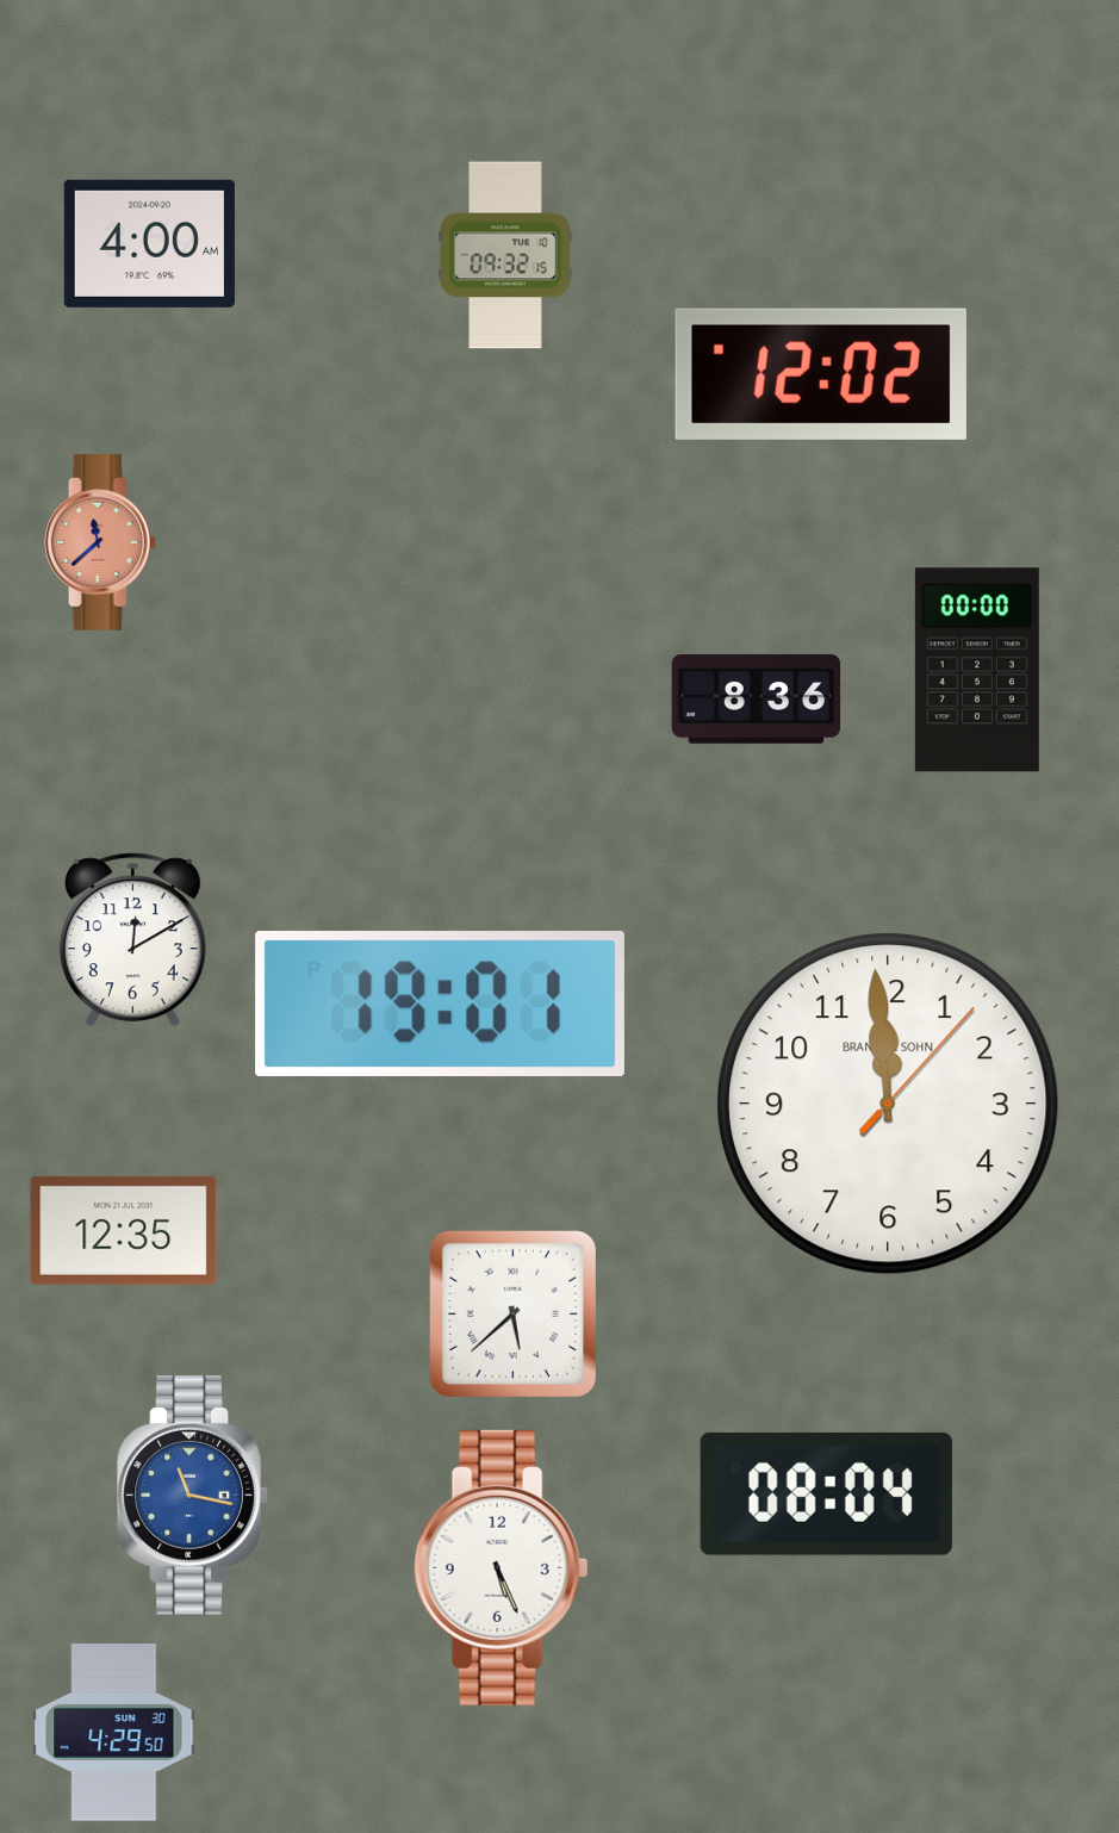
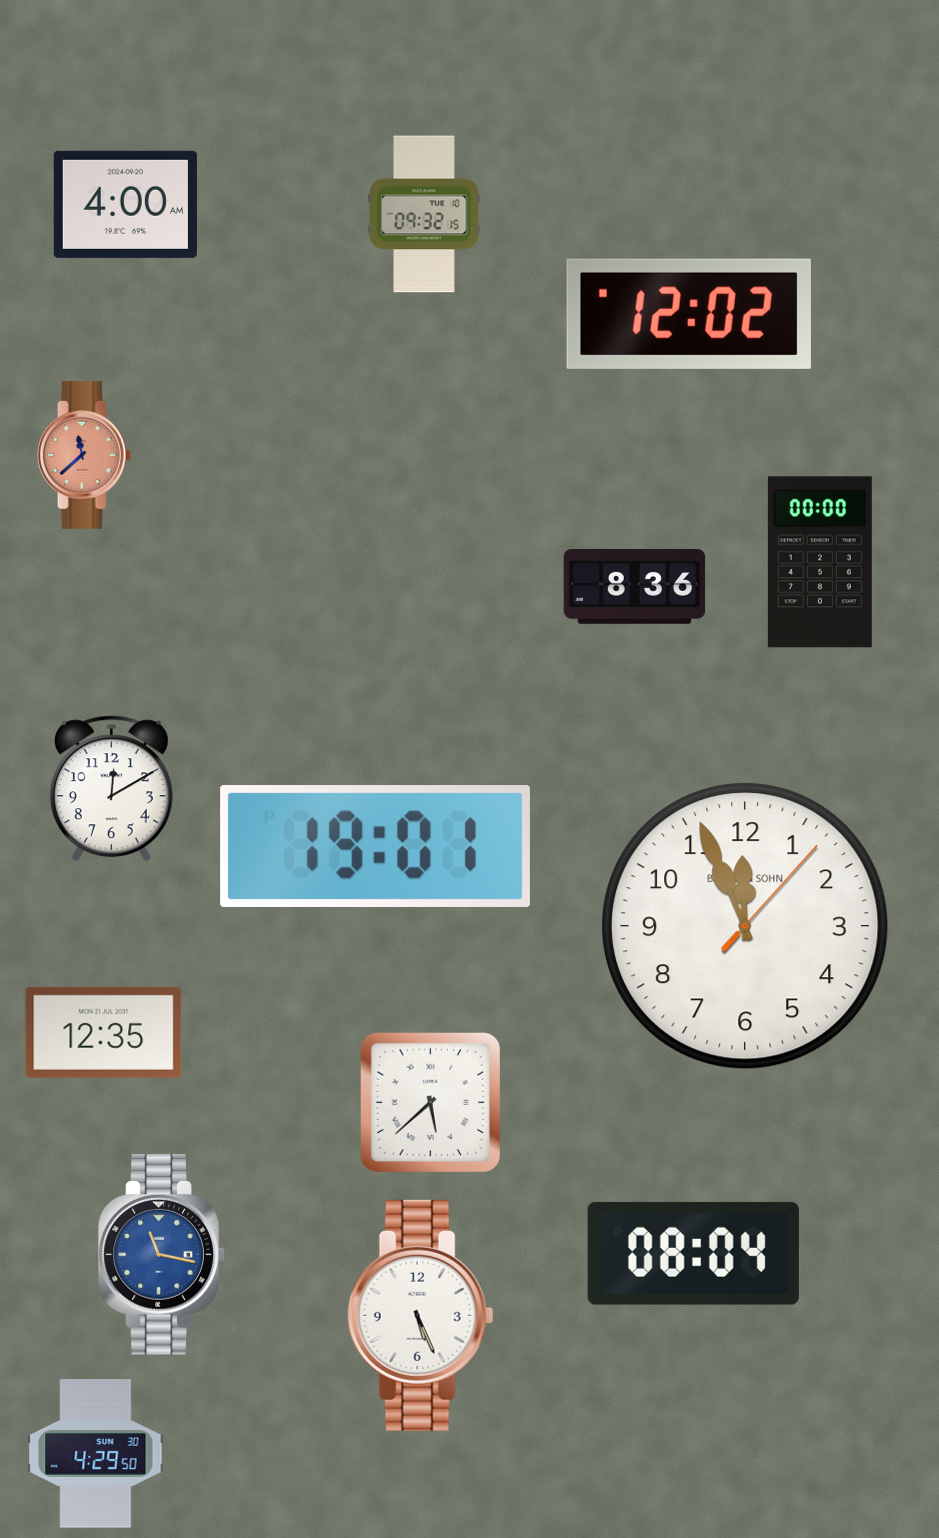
clock at (440, 1004) position: (440, 1004) -> (375, 846)
clock at (888, 1104): 11:59 -> 11:56
